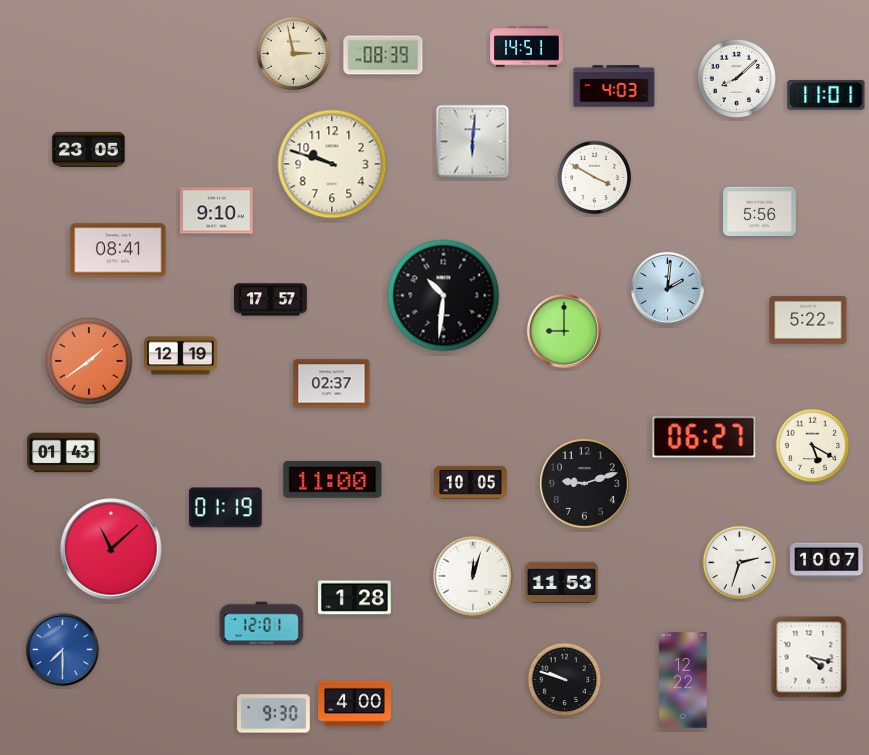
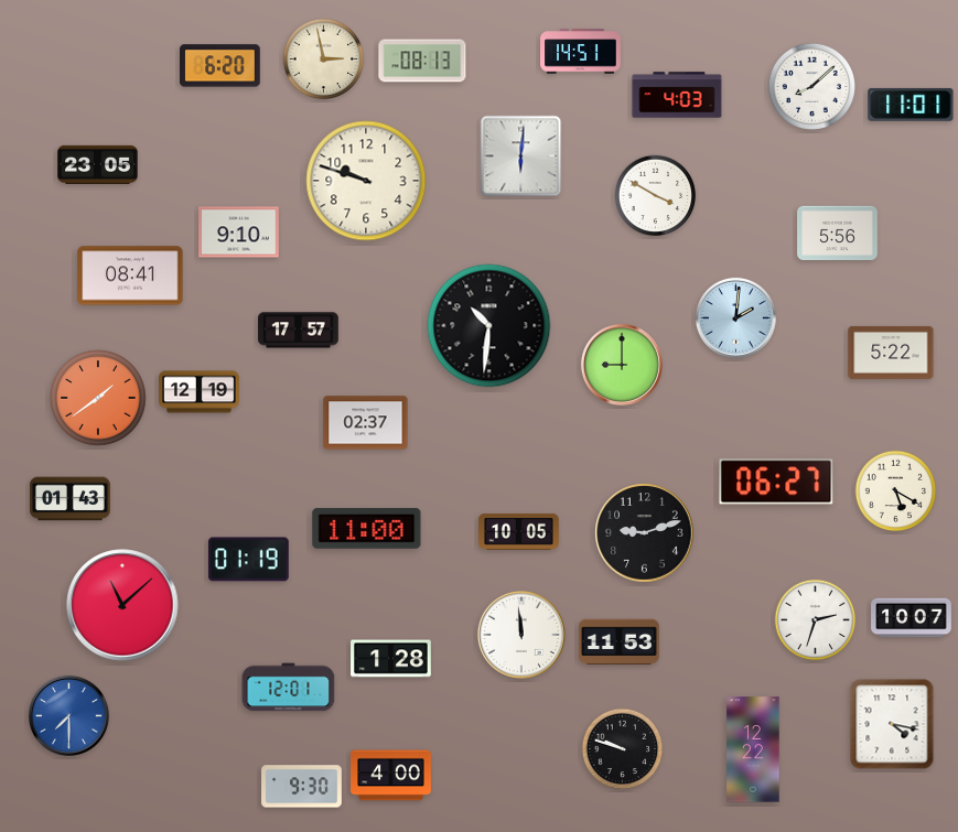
clock at (383, 55): 08:39 -> 08:13
clock at (220, 66): none -> 6:20
clock at (474, 577): 12:03 -> 11:59
